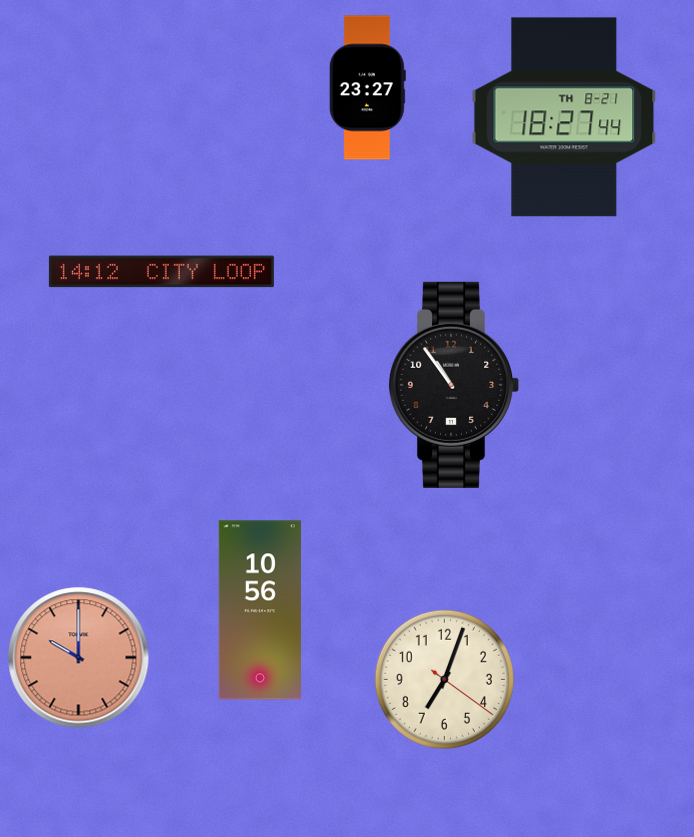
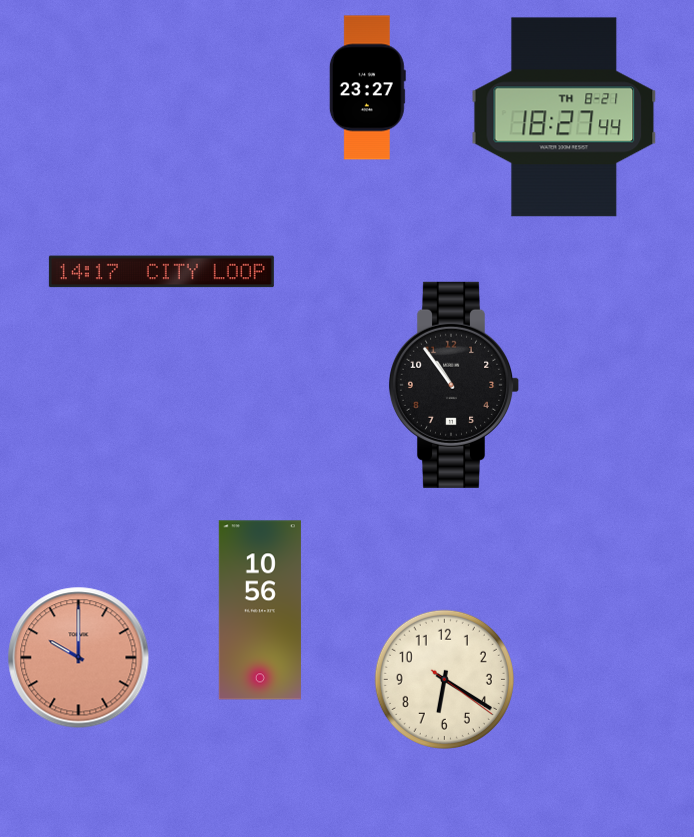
clock at (161, 272): 14:12 -> 14:17
clock at (444, 679): 7:03 -> 6:20
